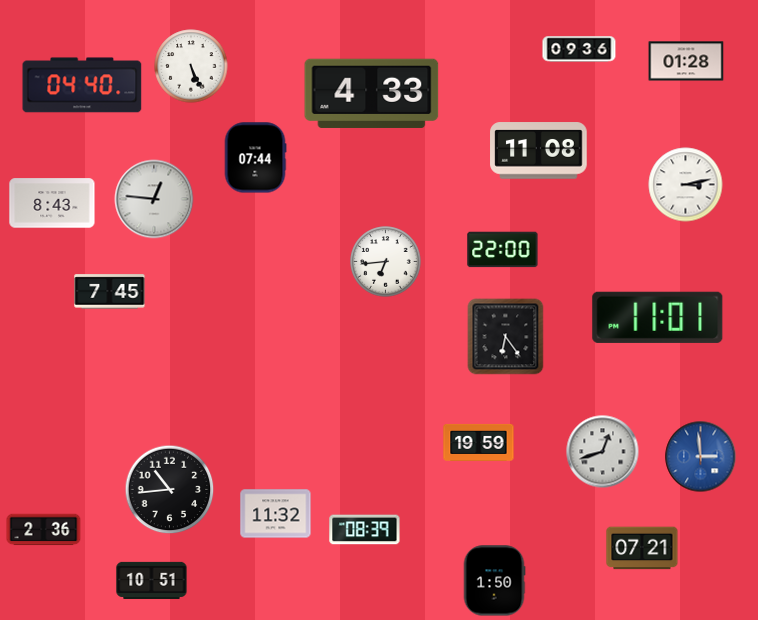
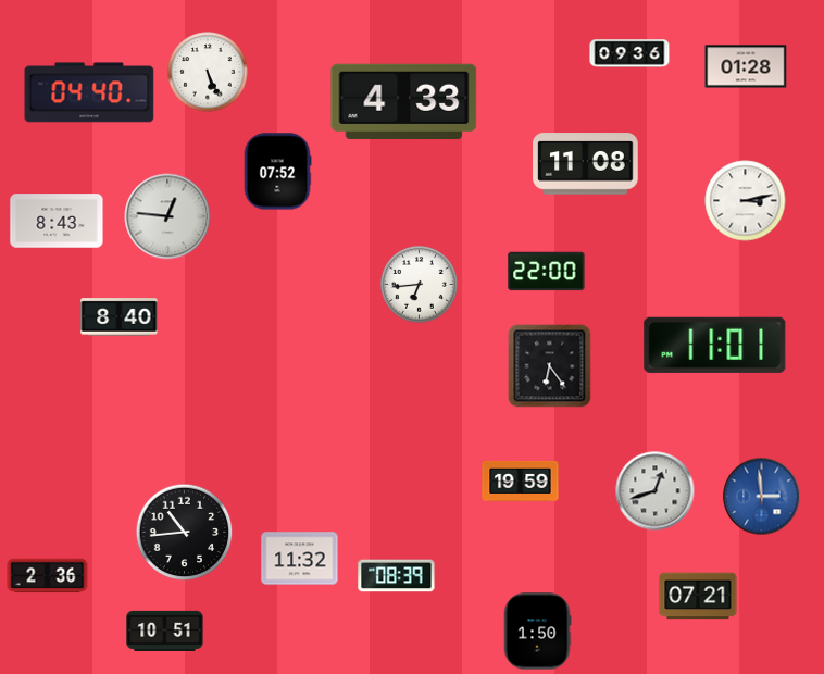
clock at (255, 158): 07:44 -> 07:52
clock at (110, 292): 7:45 -> 8:40
